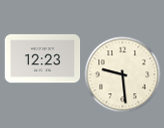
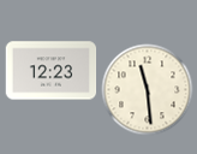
clock at (123, 75): 9:29 -> 11:29
